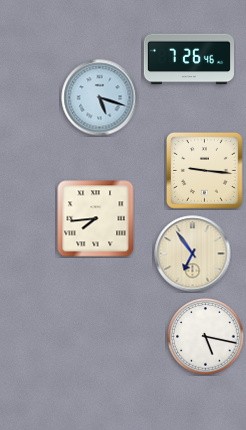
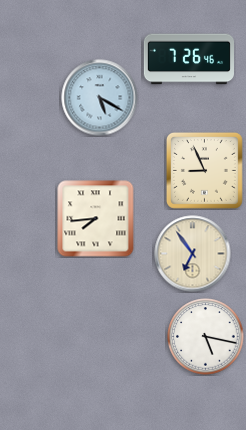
clock at (100, 98): 5:18 -> 5:20
clock at (204, 170): 9:16 -> 8:56
